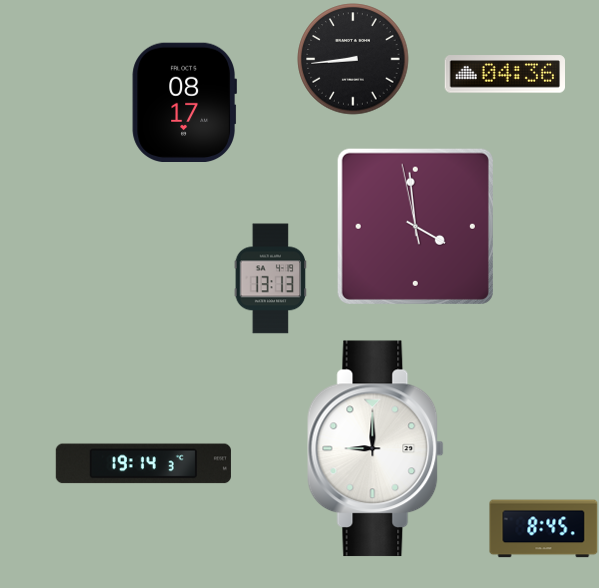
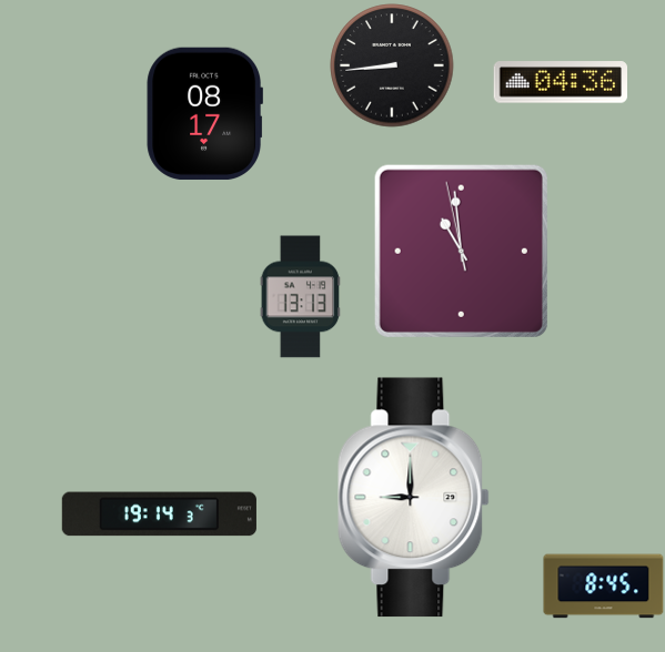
clock at (415, 226): 3:58 -> 10:58
clock at (271, 279) position: (271, 279) -> (301, 297)
clock at (376, 449) position: (376, 449) -> (414, 498)
